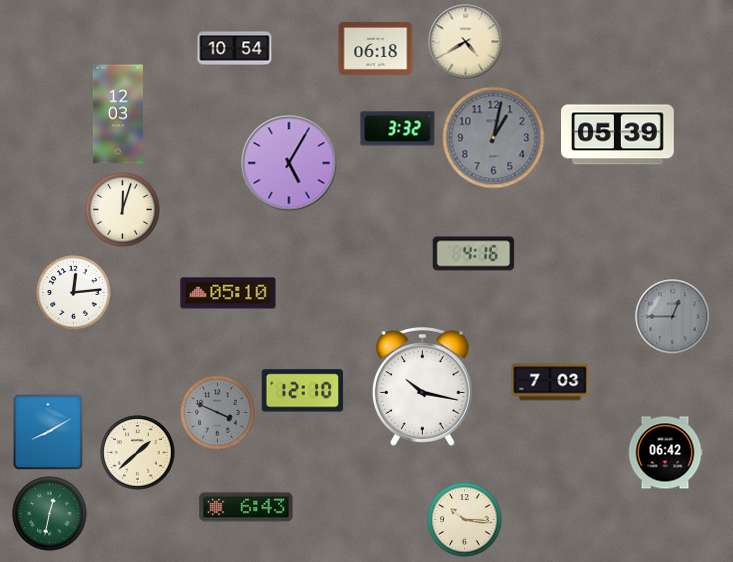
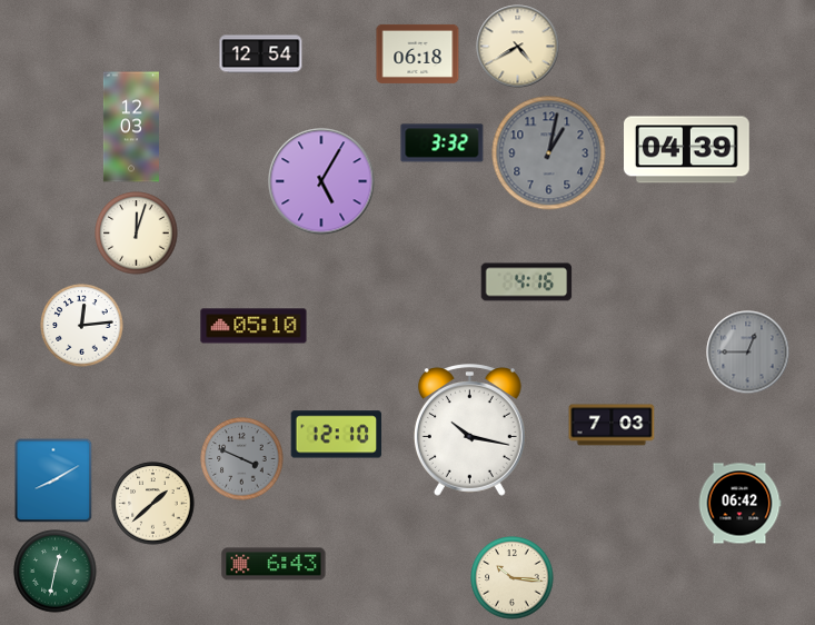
clock at (235, 49): 10:54 -> 12:54
clock at (618, 135): 05:39 -> 04:39
clock at (465, 520) position: (465, 520) -> (513, 578)
